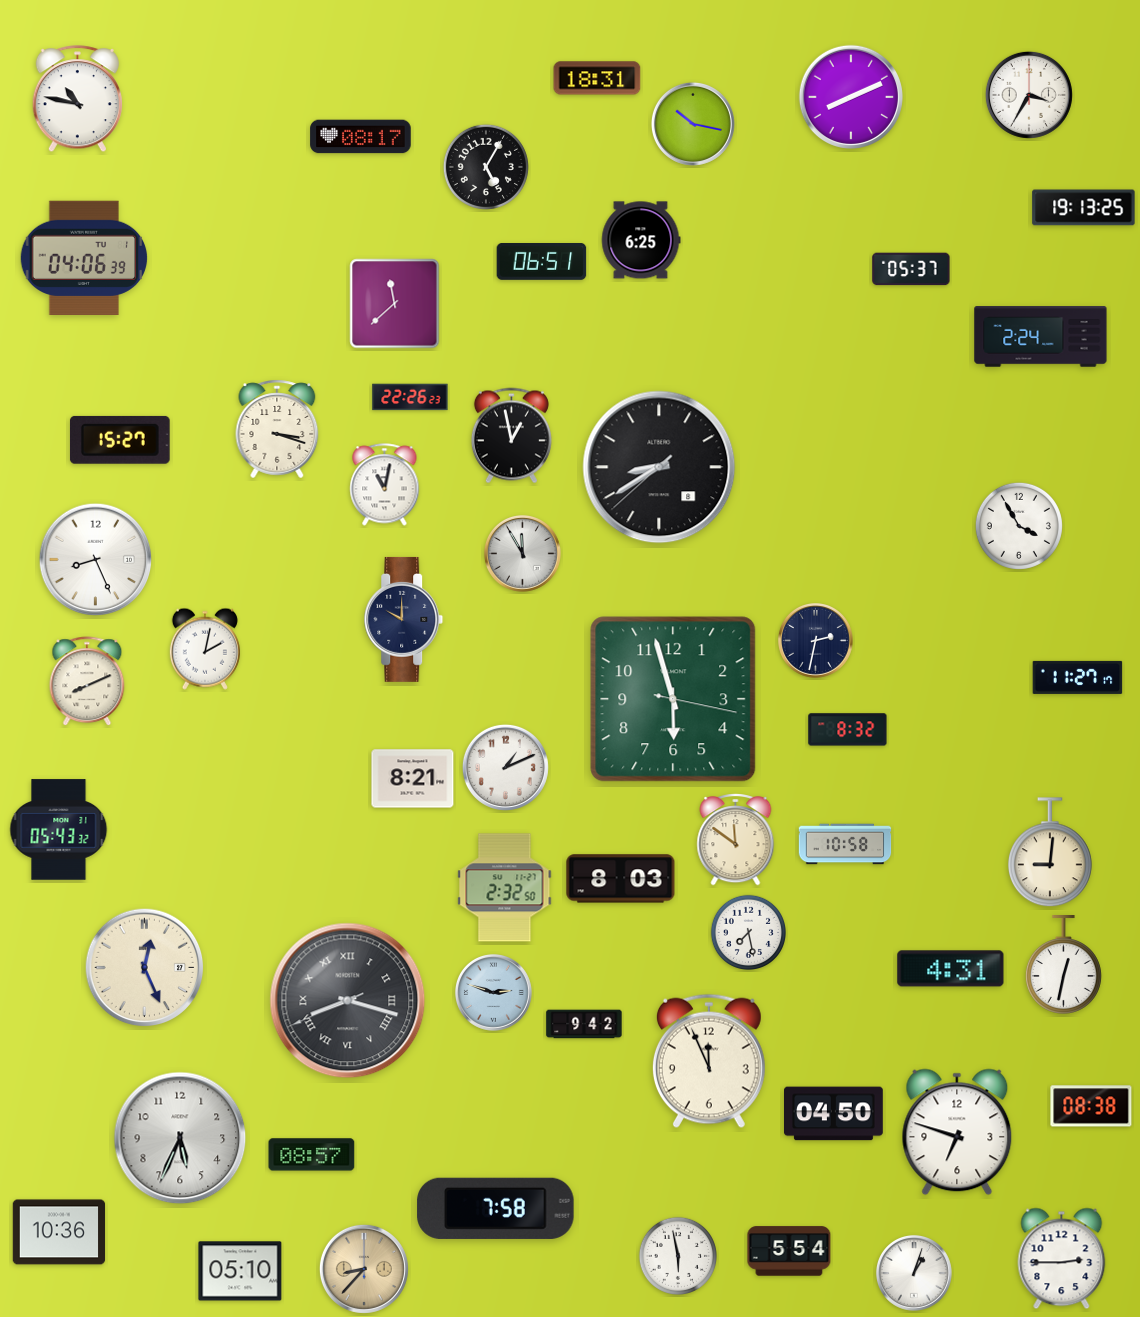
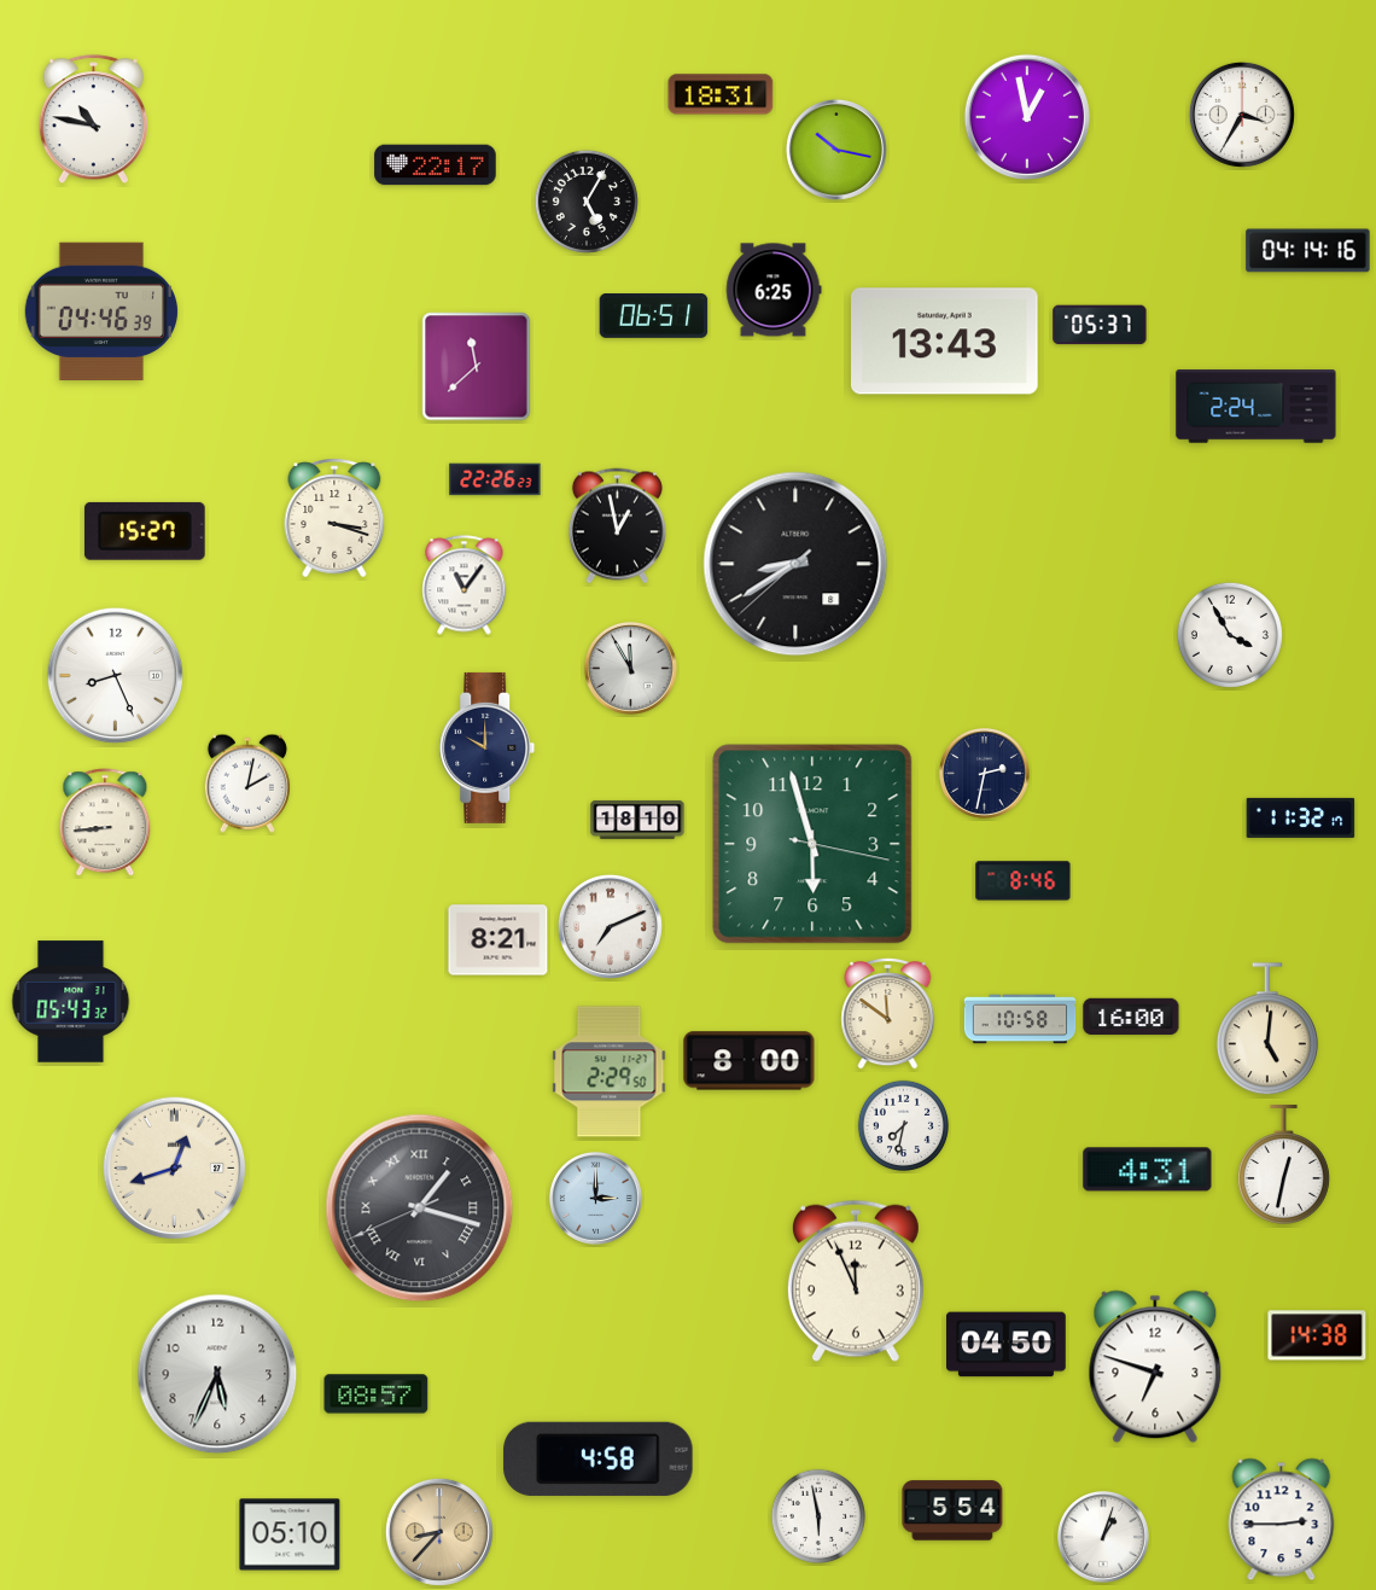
clock at (851, 97): 8:11 -> 12:58
clock at (361, 137): 08:17 -> 22:17
clock at (1084, 208): 19:13 -> 04:14
clock at (84, 258): 04:06 -> 04:46
clock at (945, 342): none -> 13:43
clock at (385, 485): 11:02 -> 11:06
clock at (1078, 677): 11:27 -> 11:32
clock at (637, 820): none -> 18:10
clock at (87, 682): 8:11 -> 8:44
clock at (848, 730): 8:32 -> 8:46
clock at (505, 767): 1:11 -> 7:11
clock at (1131, 1017): none -> 16:00
clock at (1050, 853): 9:01 -> 5:01
clock at (621, 879): 8:03 -> 8:00
clock at (505, 888): 2:32 -> 2:29
clock at (748, 932): 7:28 -> 7:32
clock at (145, 968): 12:26 -> 12:42
clock at (493, 992): 2:48 -> 3:00
clock at (348, 1001): 8:17 -> 1:17
clock at (584, 1024): 9:42 -> none
clock at (1091, 1106): 08:38 -> 14:38
clock at (496, 1208): 7:58 -> 4:58
clock at (59, 1232): 10:36 -> none
